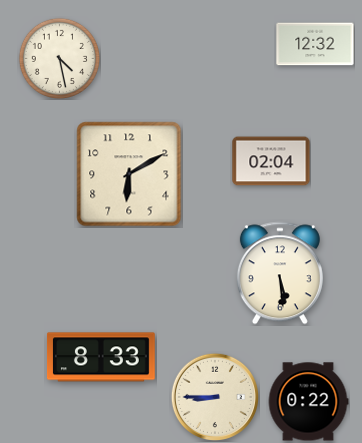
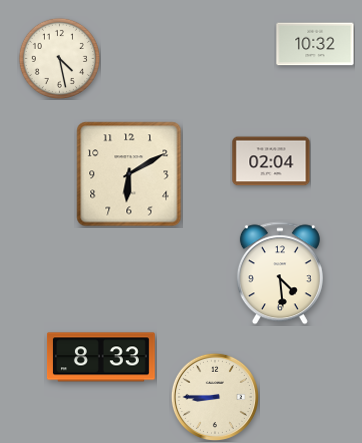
clock at (315, 44): 12:32 -> 10:32
clock at (280, 273): 5:29 -> 4:29
clock at (308, 402): 0:22 -> none
